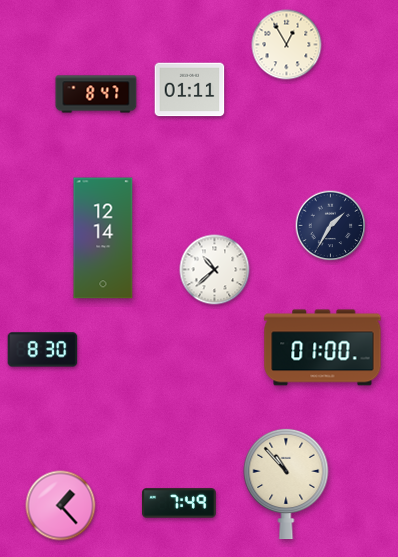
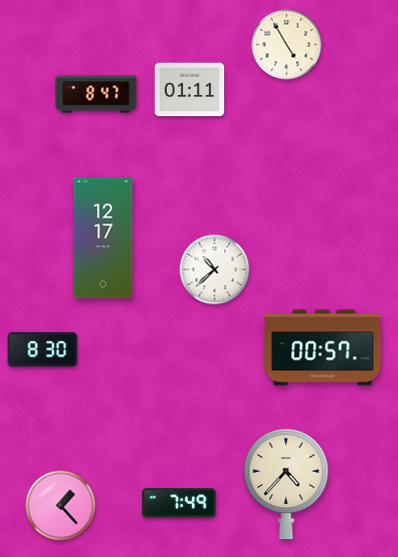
clock at (287, 45): 12:55 -> 4:55
clock at (331, 226): 1:35 -> none
clock at (103, 238): 12:14 -> 12:17
clock at (323, 348): 01:00 -> 00:57
clock at (286, 484): 10:53 -> 4:37
